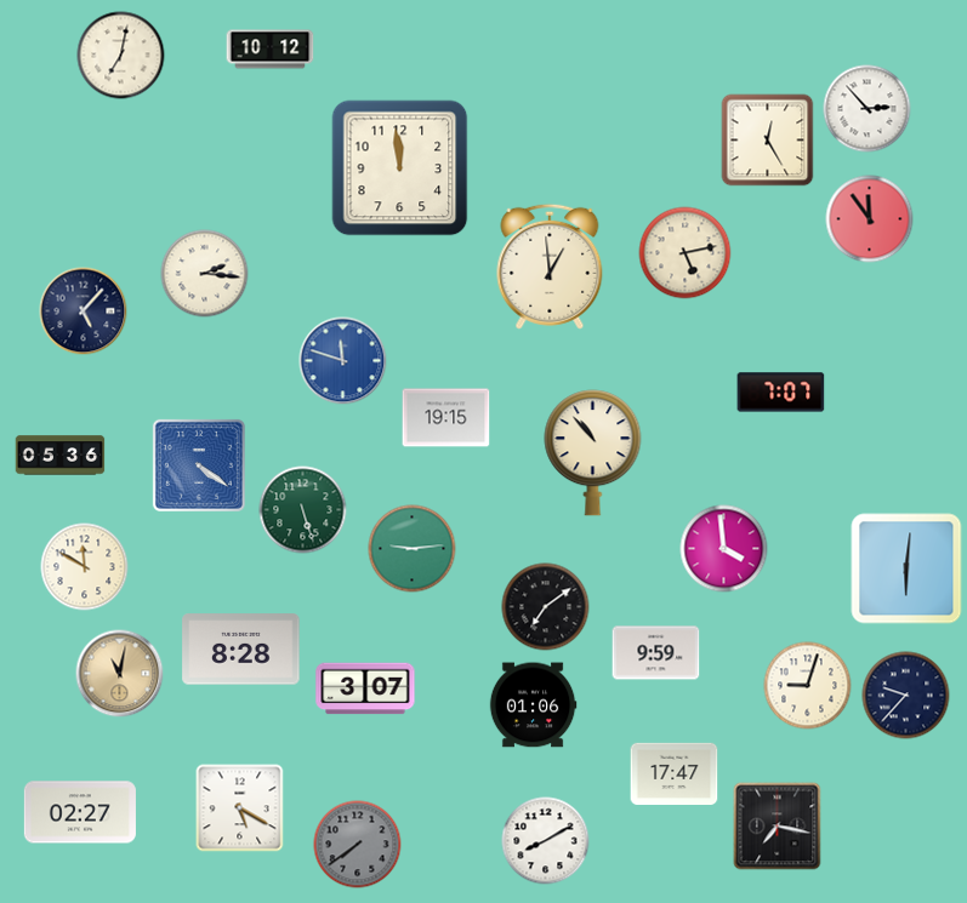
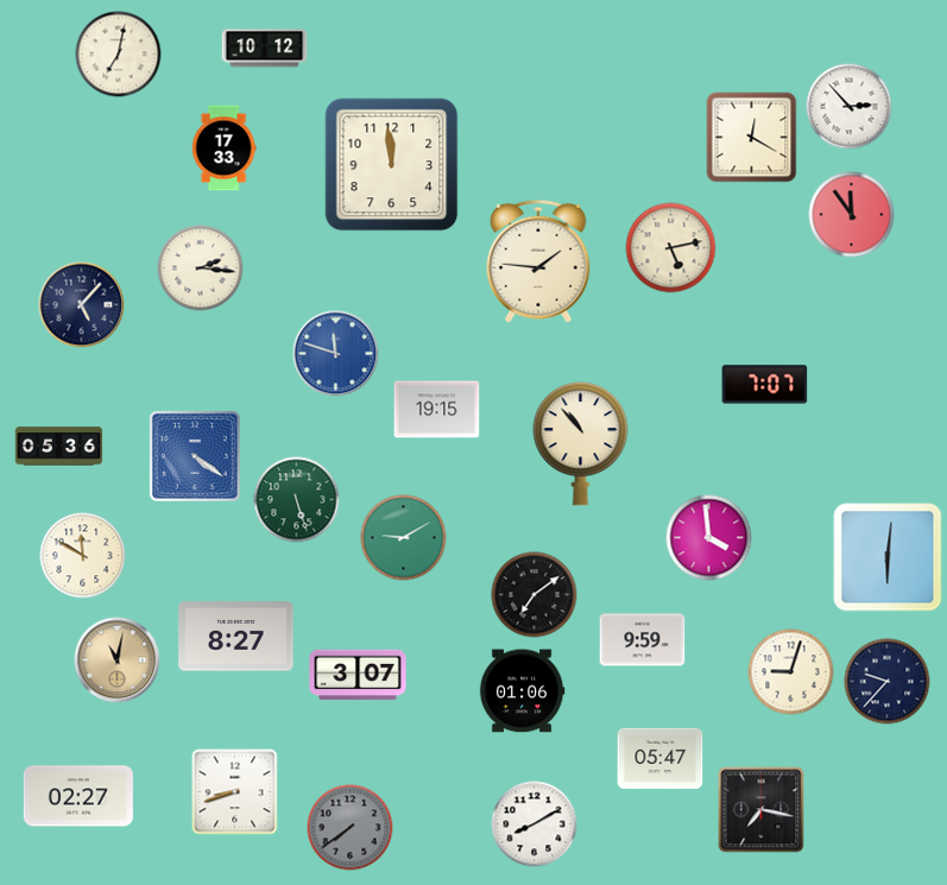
clock at (768, 141): 12:25 -> 12:20
clock at (223, 148): none -> 17:33
clock at (550, 267): 12:59 -> 1:46
clock at (413, 549): 9:14 -> 9:10
clock at (241, 650): 8:28 -> 8:27
clock at (675, 773): 17:47 -> 05:47
clock at (240, 808): 5:20 -> 8:42
